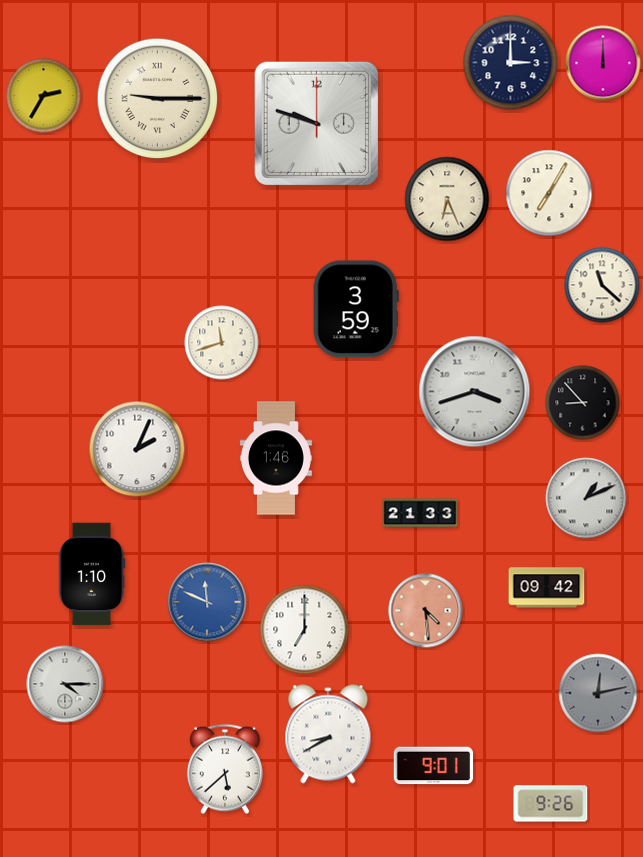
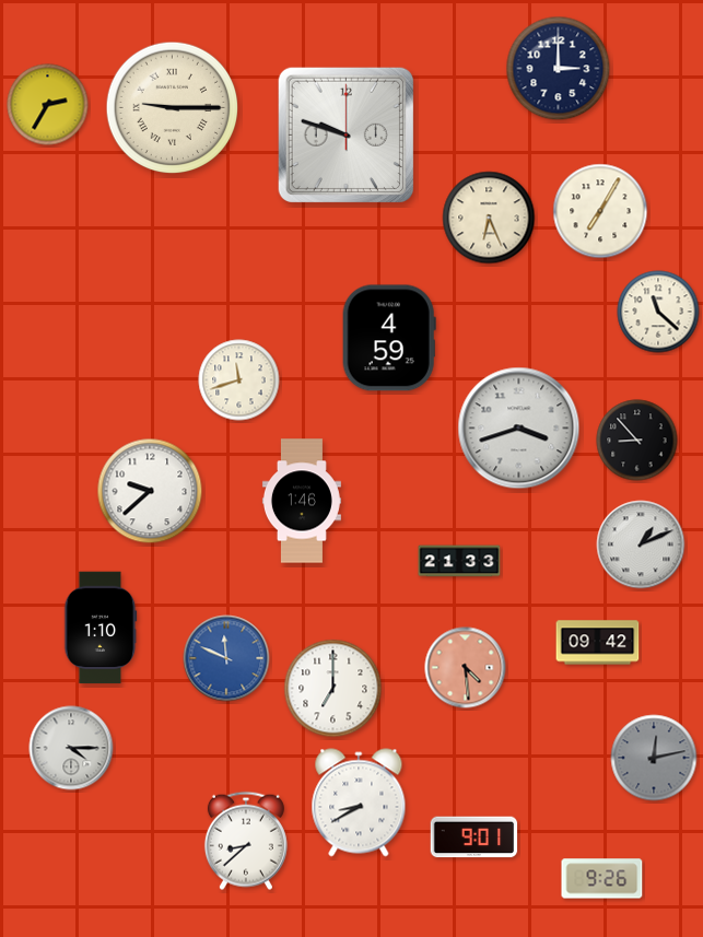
clock at (603, 63): 12:00 -> none
clock at (356, 309): 3:59 -> 4:59
clock at (222, 343) position: (222, 343) -> (239, 380)
clock at (137, 449): 2:04 -> 9:38
clock at (225, 769): 5:38 -> 8:38
